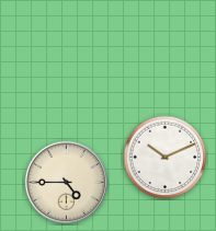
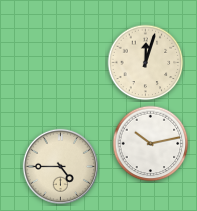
clock at (146, 63): none -> 12:03
clock at (166, 158): 10:11 -> 10:13
